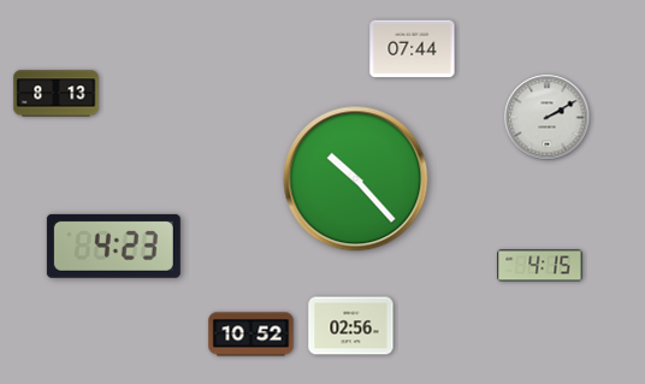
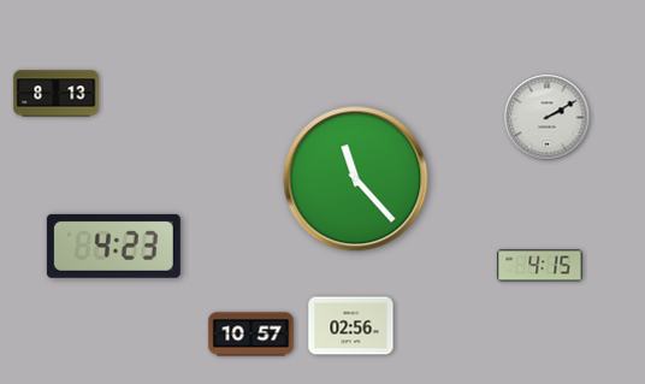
clock at (413, 49): 07:44 -> none
clock at (356, 179): 10:23 -> 11:23
clock at (252, 335): 10:52 -> 10:57
